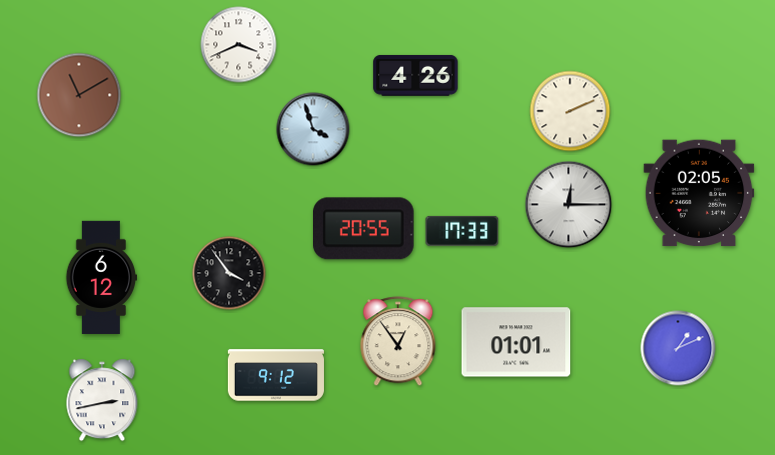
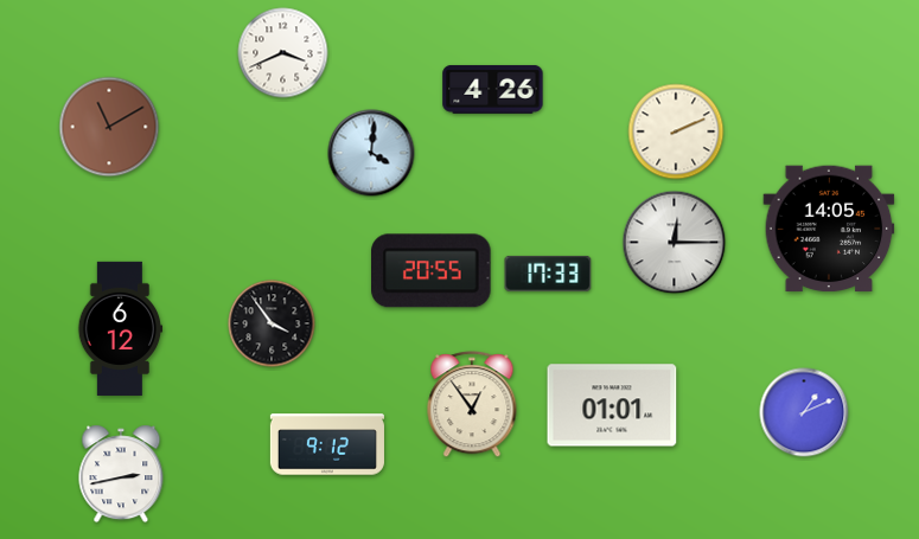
clock at (79, 95) position: (79, 95) -> (109, 127)
clock at (313, 129): 3:57 -> 4:01
clock at (699, 193): 02:05 -> 14:05
